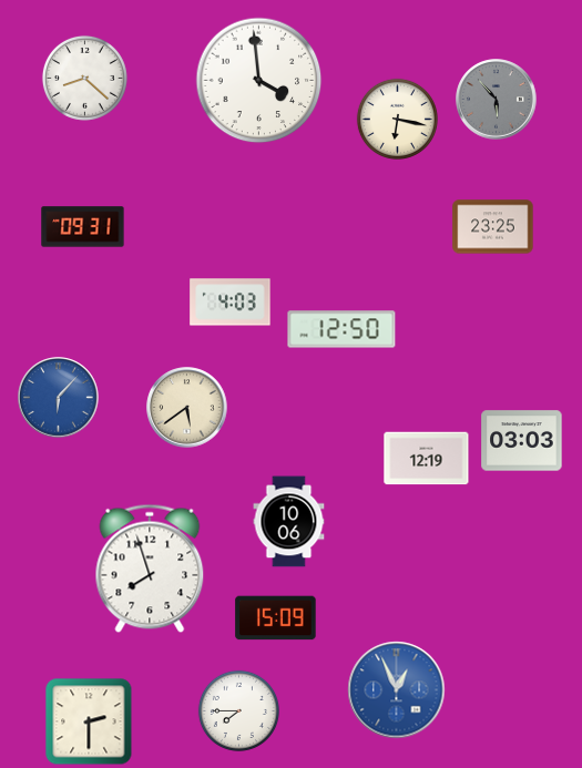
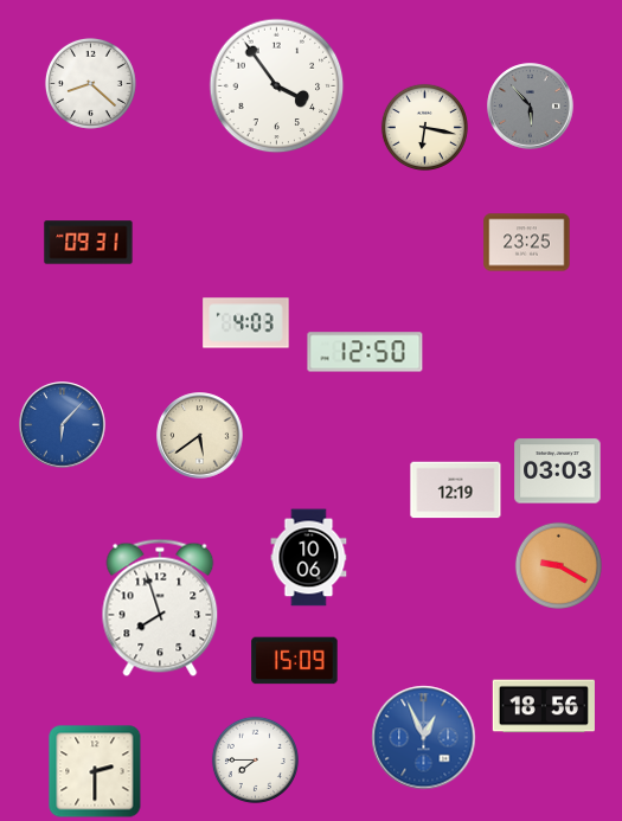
clock at (259, 81): 3:59 -> 3:54
clock at (558, 565): none -> 9:20
clock at (544, 706): none -> 18:56
